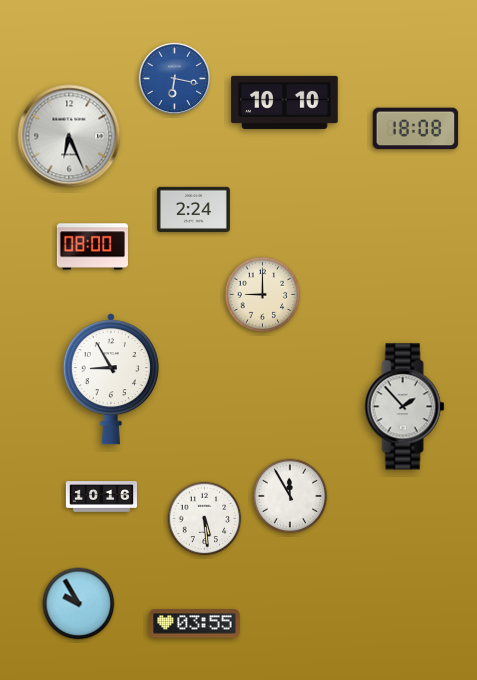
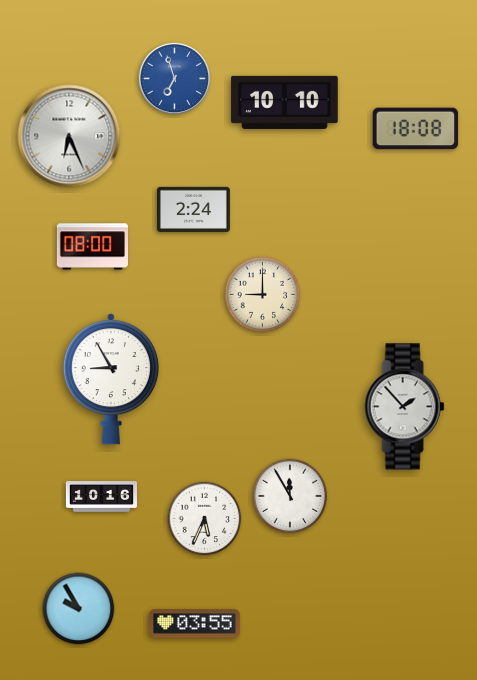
clock at (174, 78): 6:17 -> 6:57
clock at (205, 519): 5:29 -> 5:34
clock at (79, 604) position: (79, 604) -> (79, 609)
